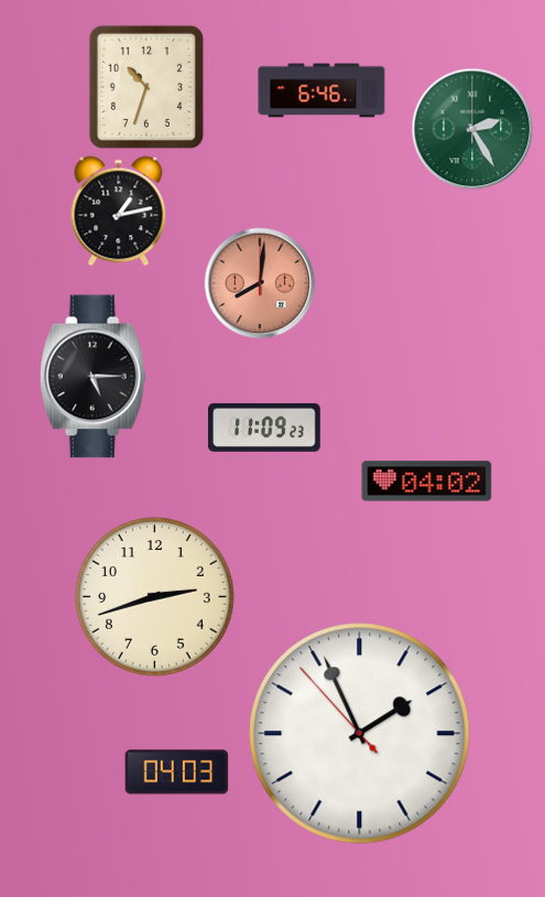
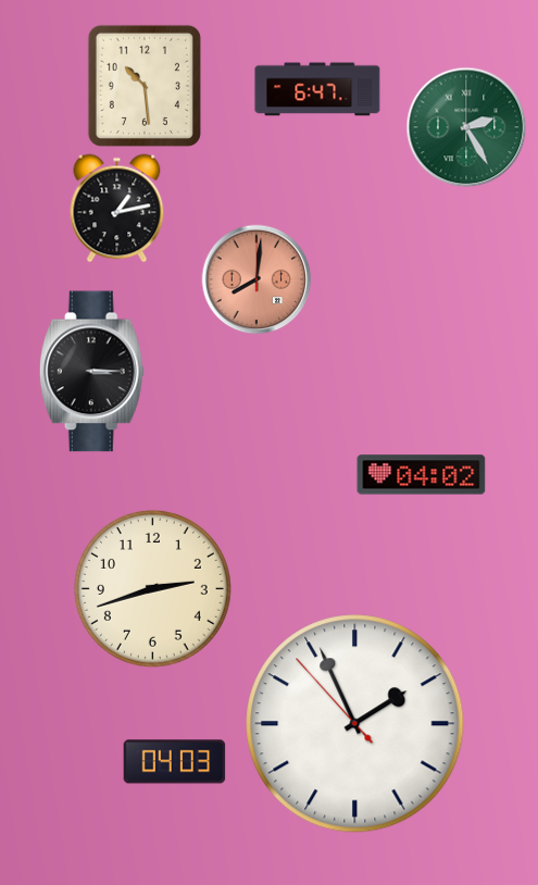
clock at (146, 87): 10:33 -> 10:29
clock at (321, 90): 6:46 -> 6:47
clock at (92, 377): 5:15 -> 3:15
clock at (264, 428): 11:09 -> none
